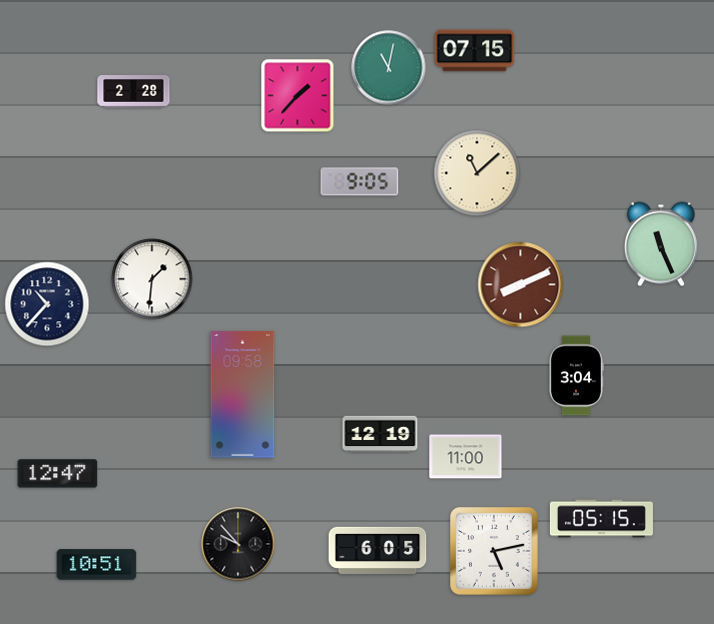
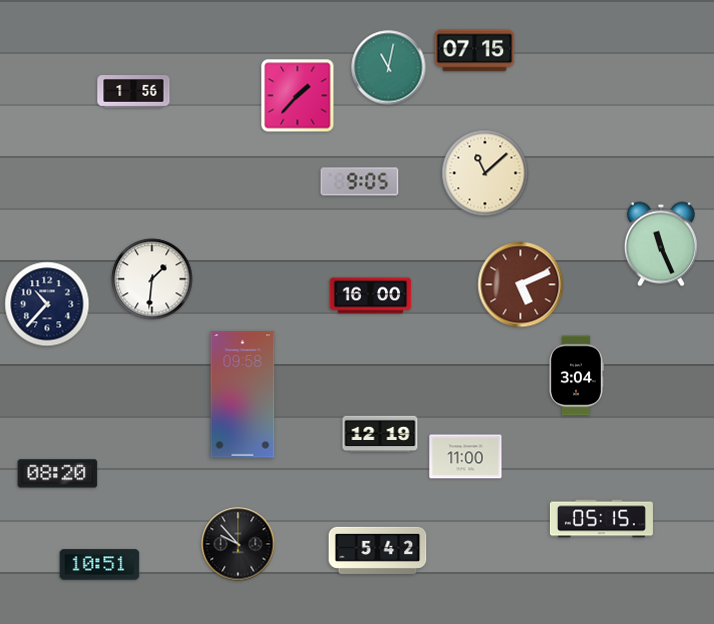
clock at (134, 92): 2:28 -> 1:56
clock at (477, 173) position: (477, 173) -> (485, 173)
clock at (521, 285): 8:11 -> 5:11
clock at (371, 296): none -> 16:00
clock at (58, 474): 12:47 -> 08:20
clock at (378, 550): 6:05 -> 5:42
clock at (495, 552): 5:13 -> none
clock at (97, 565) position: (97, 565) -> (100, 565)
